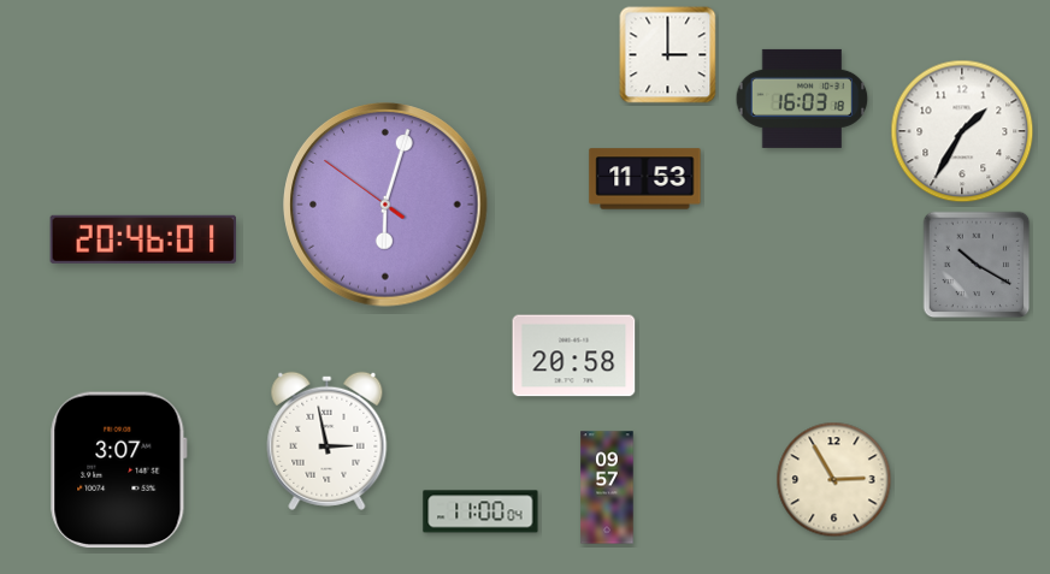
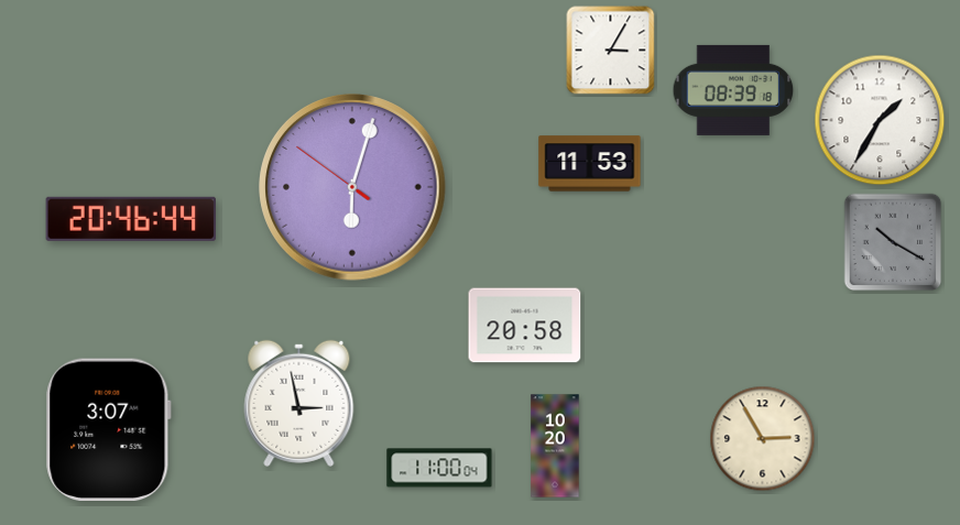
clock at (668, 55): 3:00 -> 3:05
clock at (802, 99): 16:03 -> 08:39
clock at (142, 239): 20:46:01 -> 20:46:44
clock at (607, 487): 09:57 -> 10:20
